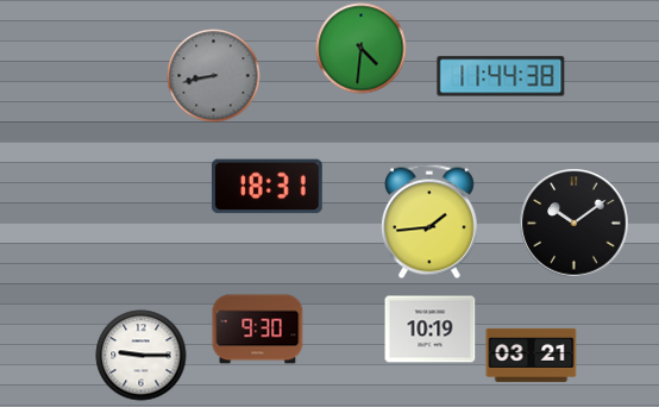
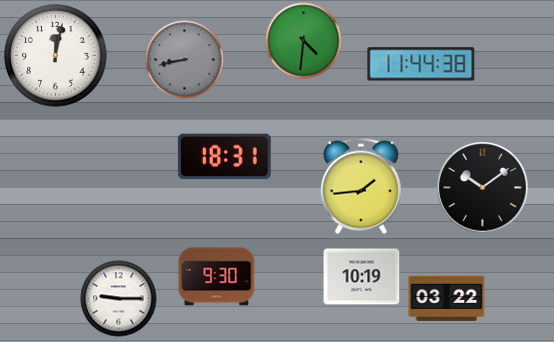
clock at (56, 56): none -> 12:02
clock at (214, 76) position: (214, 76) -> (185, 60)
clock at (532, 355): 03:21 -> 03:22
